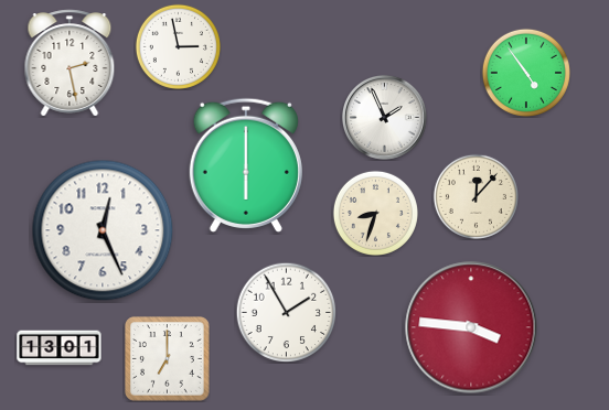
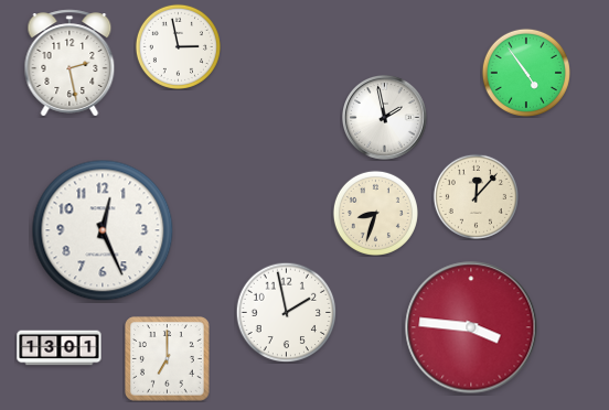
clock at (385, 118): 1:56 -> 1:58
clock at (246, 165): 6:00 -> none
clock at (286, 312): 1:55 -> 1:58
